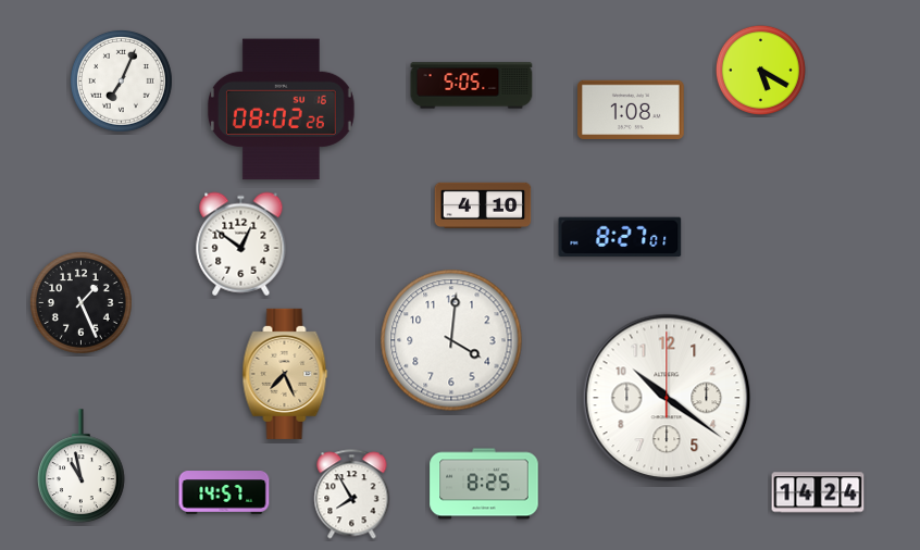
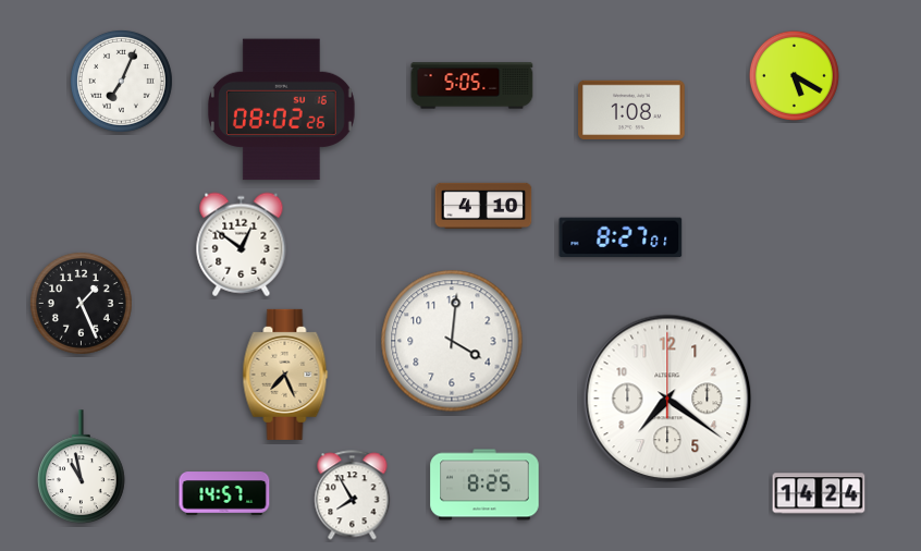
clock at (760, 70) position: (760, 70) -> (794, 75)
clock at (667, 398): 10:21 -> 7:21
